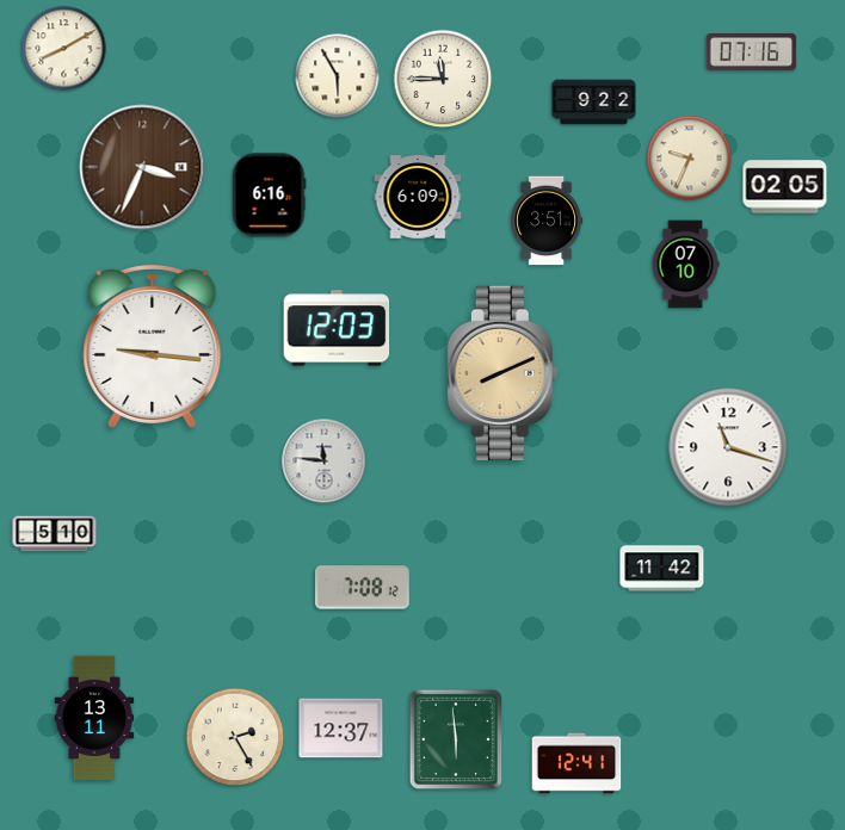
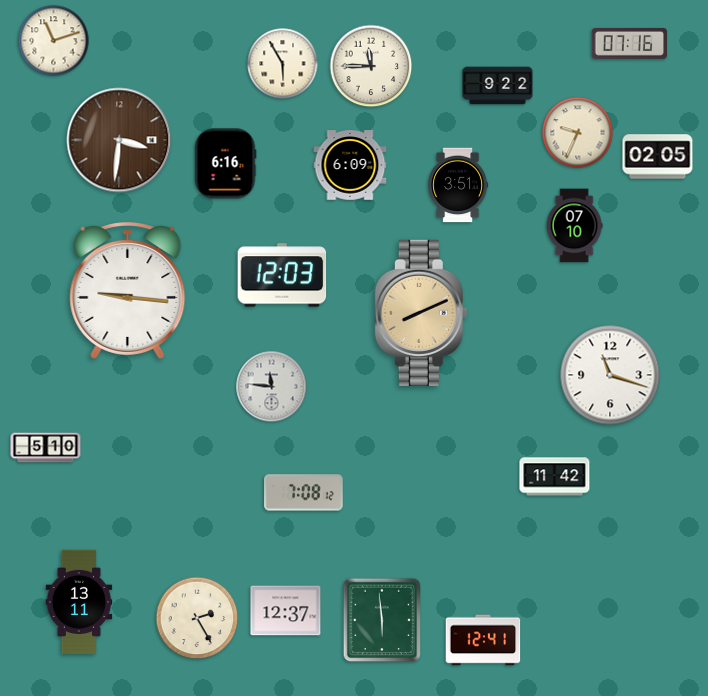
clock at (64, 49): 8:10 -> 11:12
clock at (142, 167): 3:34 -> 3:31
clock at (685, 265) position: (685, 265) -> (574, 226)
